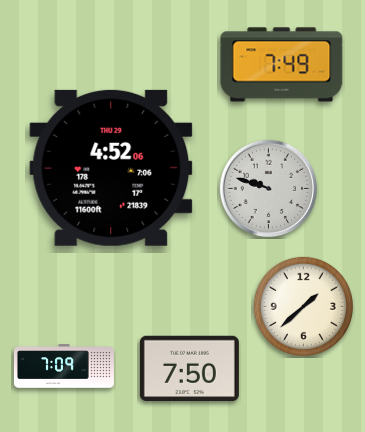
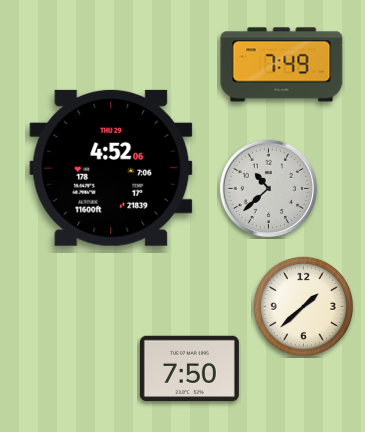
clock at (269, 189): 9:48 -> 10:38
clock at (64, 366): 7:09 -> none
